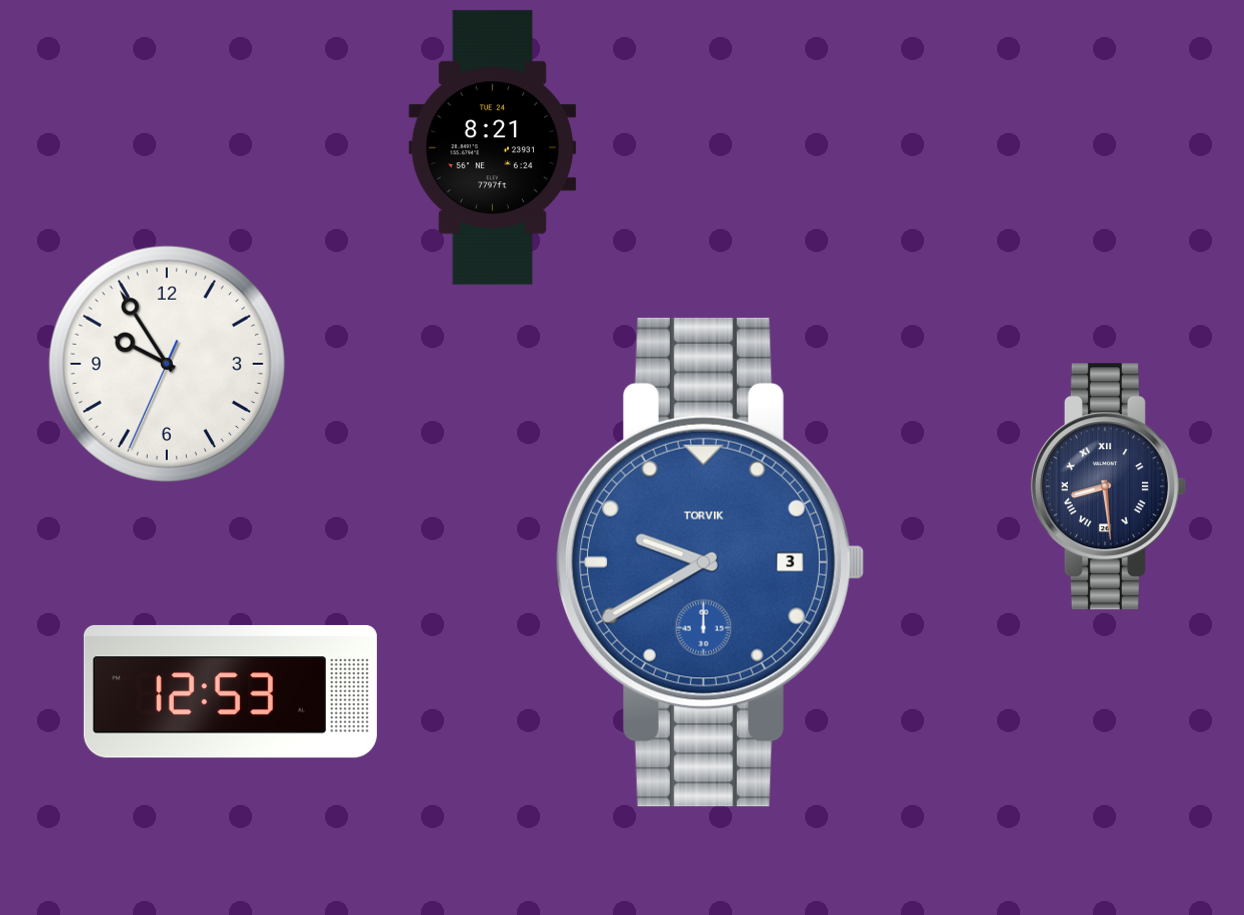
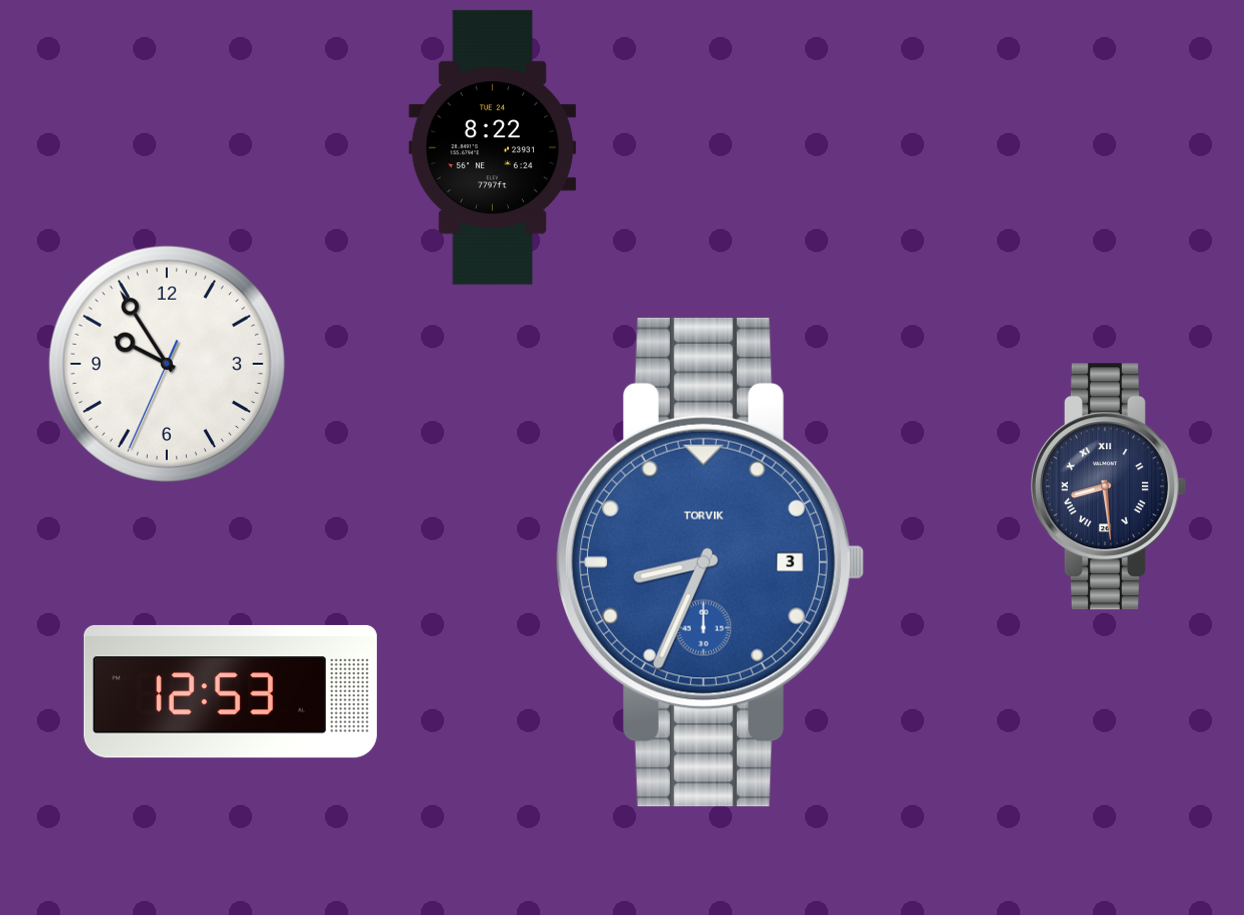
clock at (492, 148): 8:21 -> 8:22
clock at (711, 562): 9:40 -> 8:34
